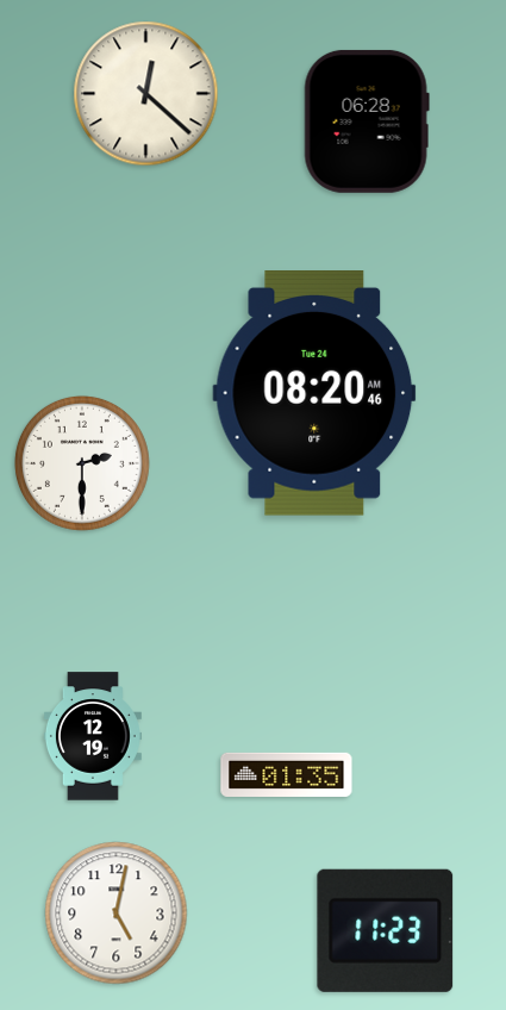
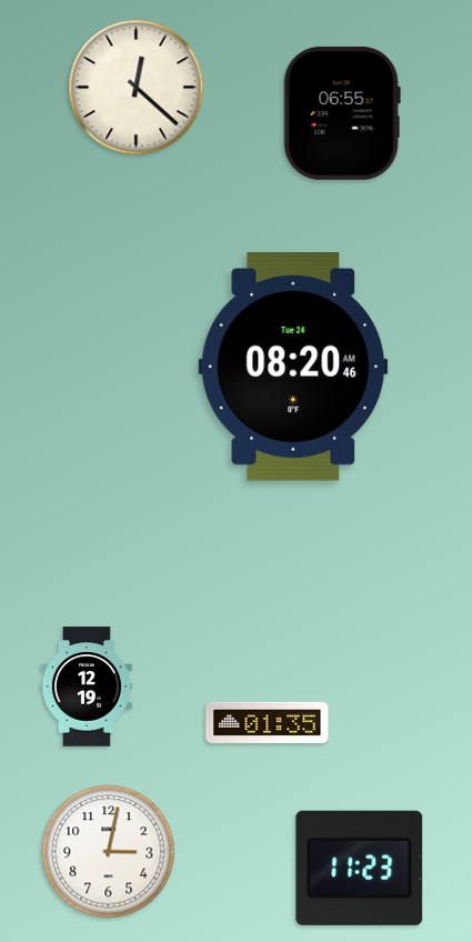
clock at (367, 121): 06:28 -> 06:55
clock at (82, 463): 2:30 -> none
clock at (117, 914): 5:02 -> 3:02
